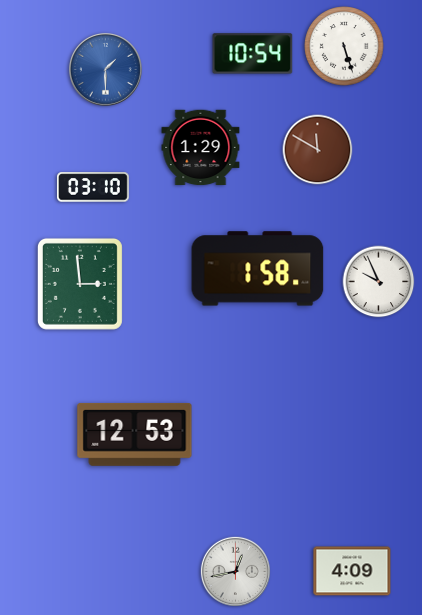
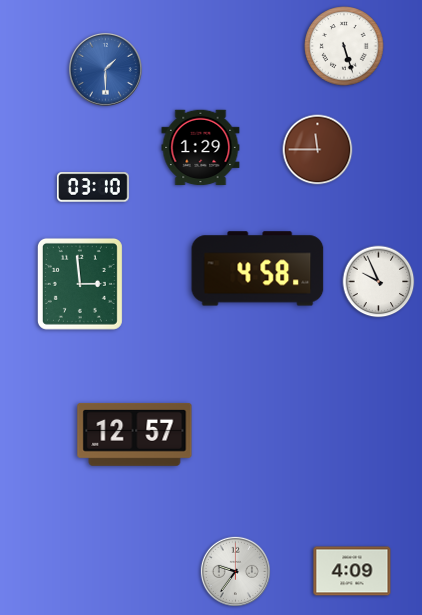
clock at (253, 54): 10:54 -> none
clock at (318, 150): 11:50 -> 11:45
clock at (258, 269): 1:58 -> 4:58
clock at (135, 434): 12:53 -> 12:57
clock at (235, 571): 12:43 -> 9:36
